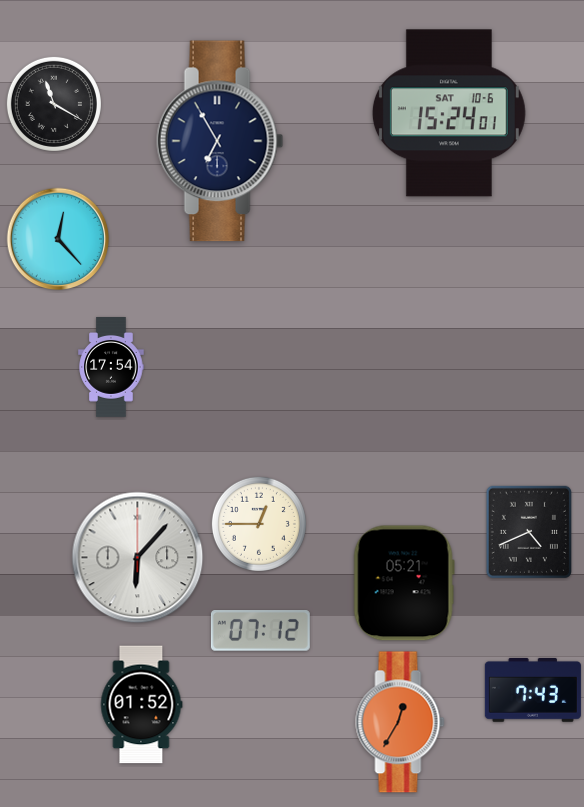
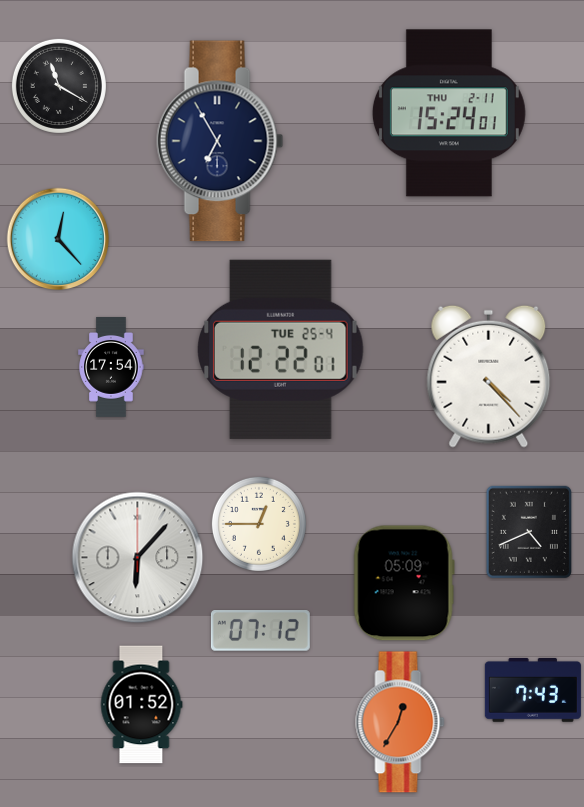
clock at (54, 104) position: (54, 104) -> (59, 86)
clock at (449, 113) date: SAT 10-6 -> THU 2-11
clock at (281, 349): none -> 12:22
clock at (489, 376): none -> 4:23
clock at (404, 583): 05:21 -> 05:09
